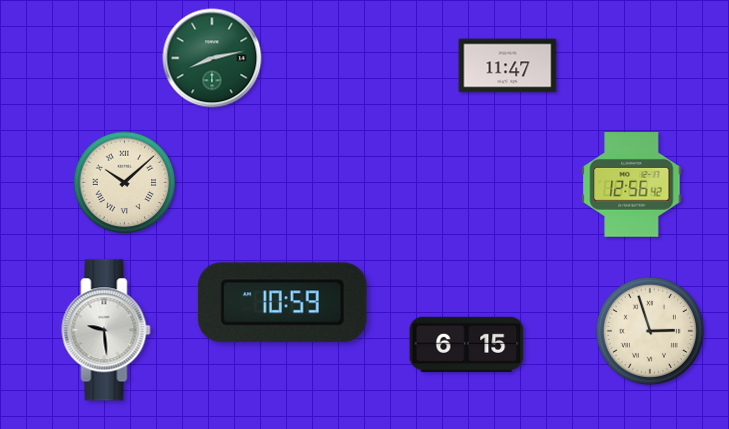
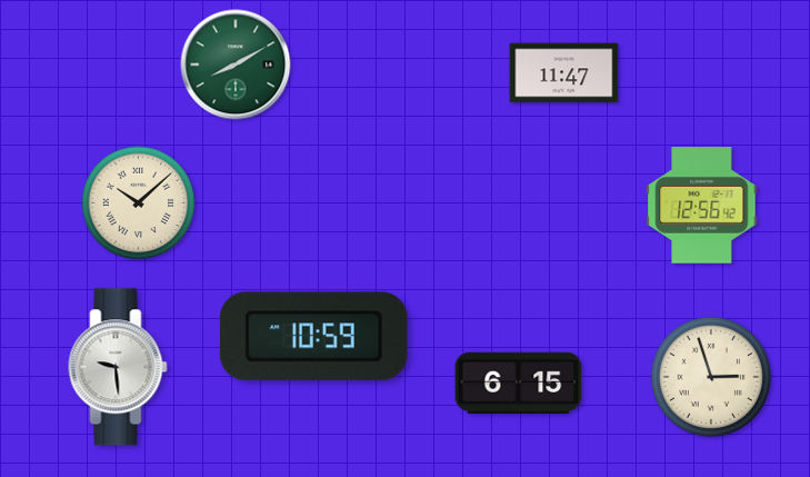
clock at (212, 58): 8:13 -> 8:10
clock at (650, 331) position: (650, 331) -> (711, 377)
